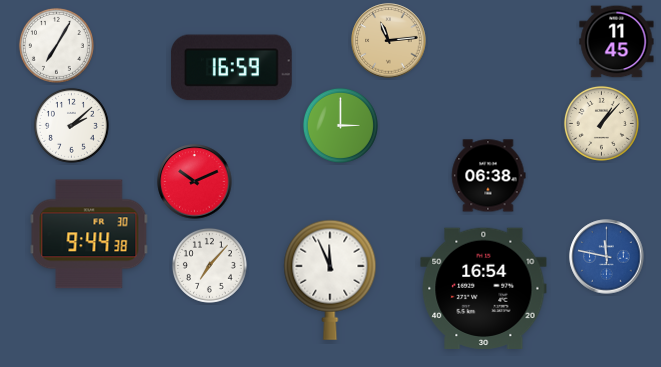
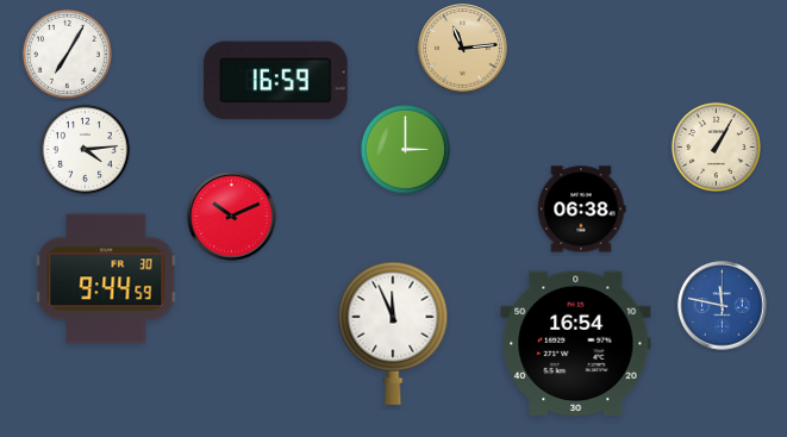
clock at (617, 42): 11:45 -> none
clock at (601, 123): 1:07 -> 1:05
clock at (71, 125): 2:08 -> 4:14
clock at (89, 234): 9:44:38 -> 9:44:59
clock at (209, 265): 7:07 -> none
